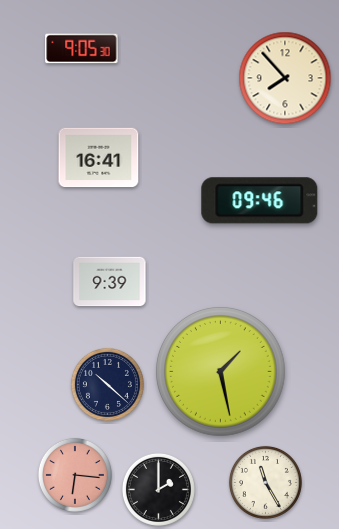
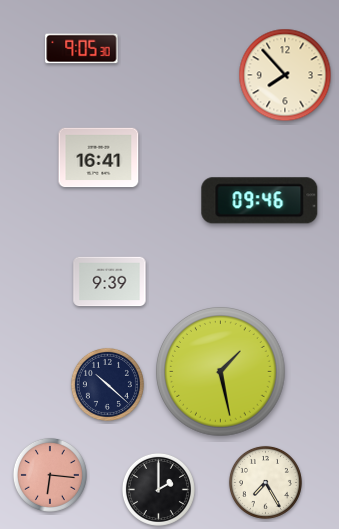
clock at (285, 78) position: (285, 78) -> (285, 75)
clock at (75, 475) position: (75, 475) -> (50, 475)
clock at (265, 482): 11:25 -> 7:25
